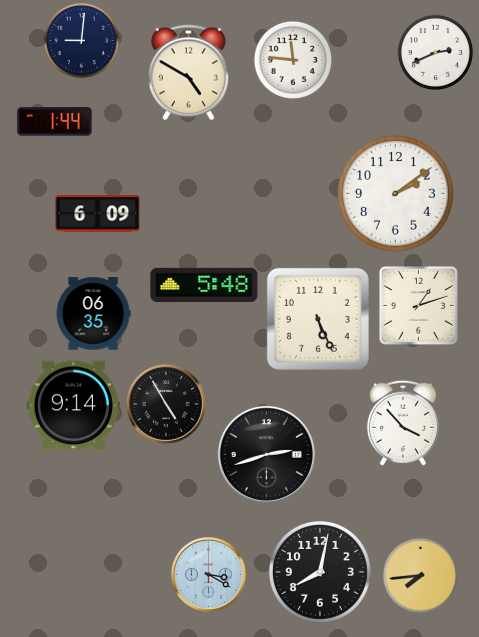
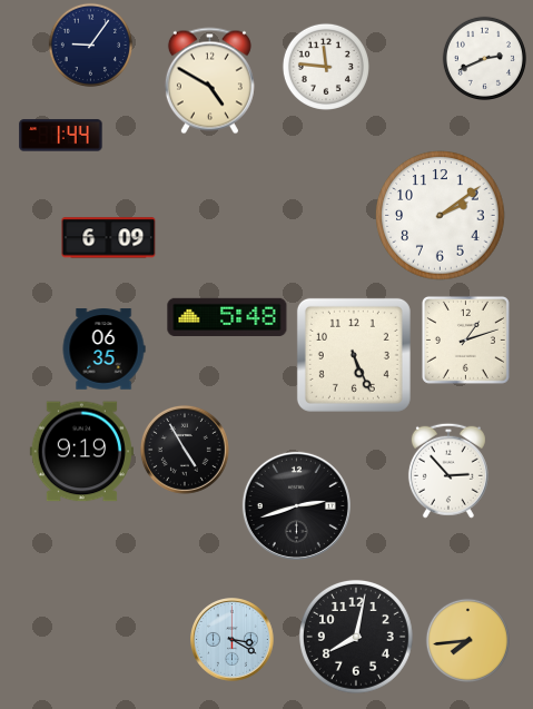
clock at (81, 40): 9:01 -> 9:06
clock at (73, 406): 9:14 -> 9:19
clock at (403, 423): 3:53 -> 2:53
